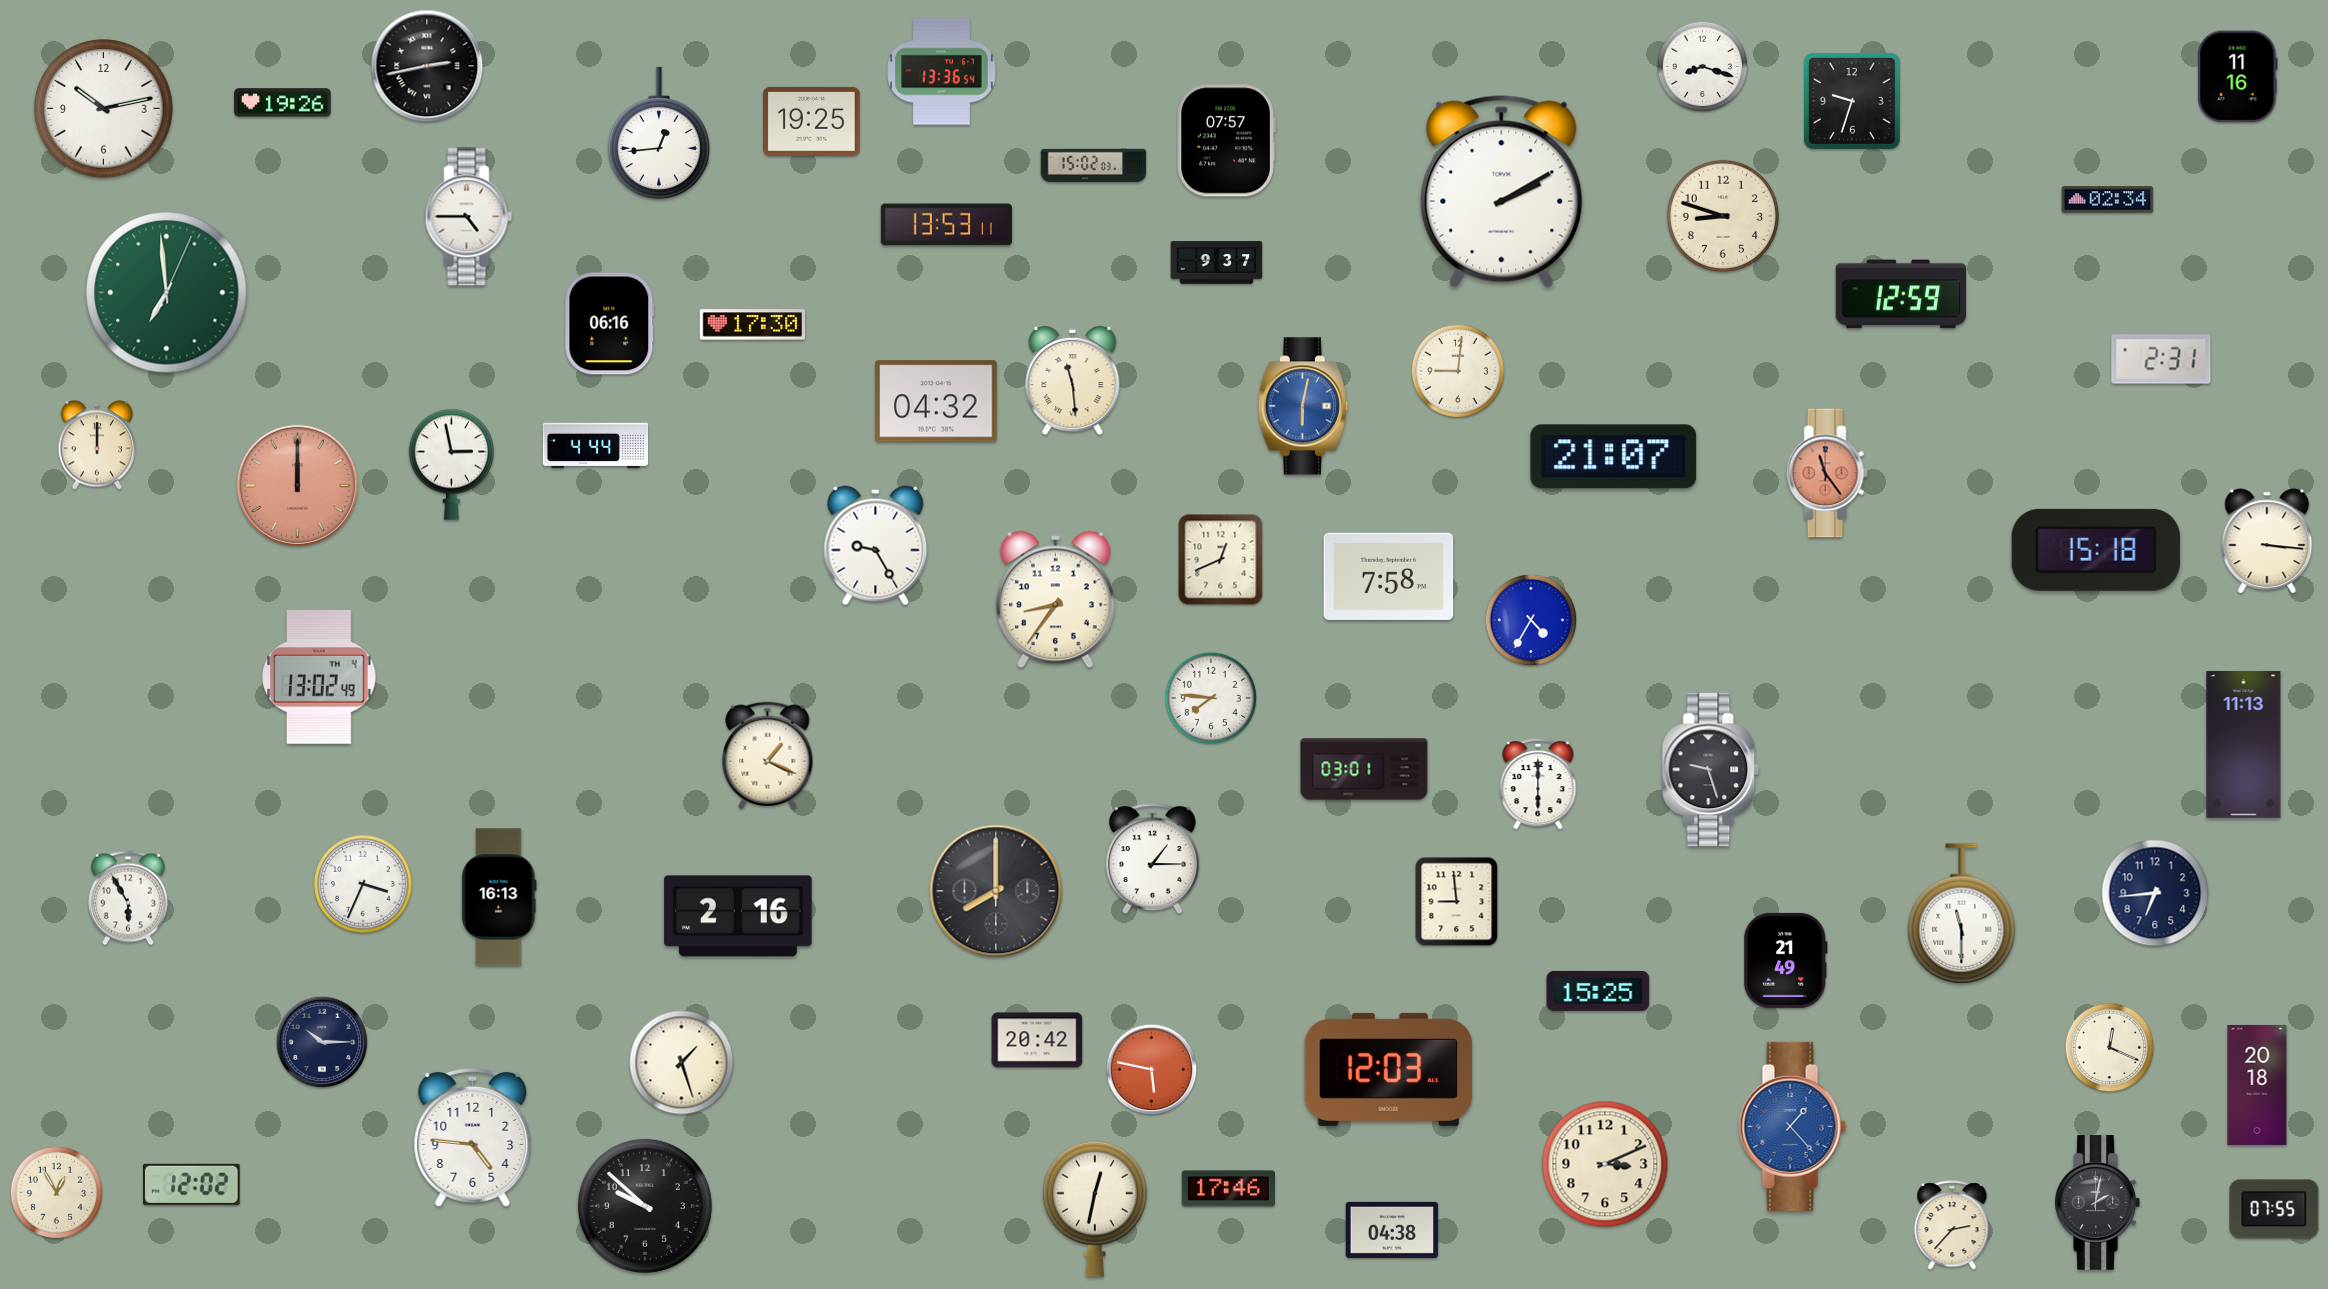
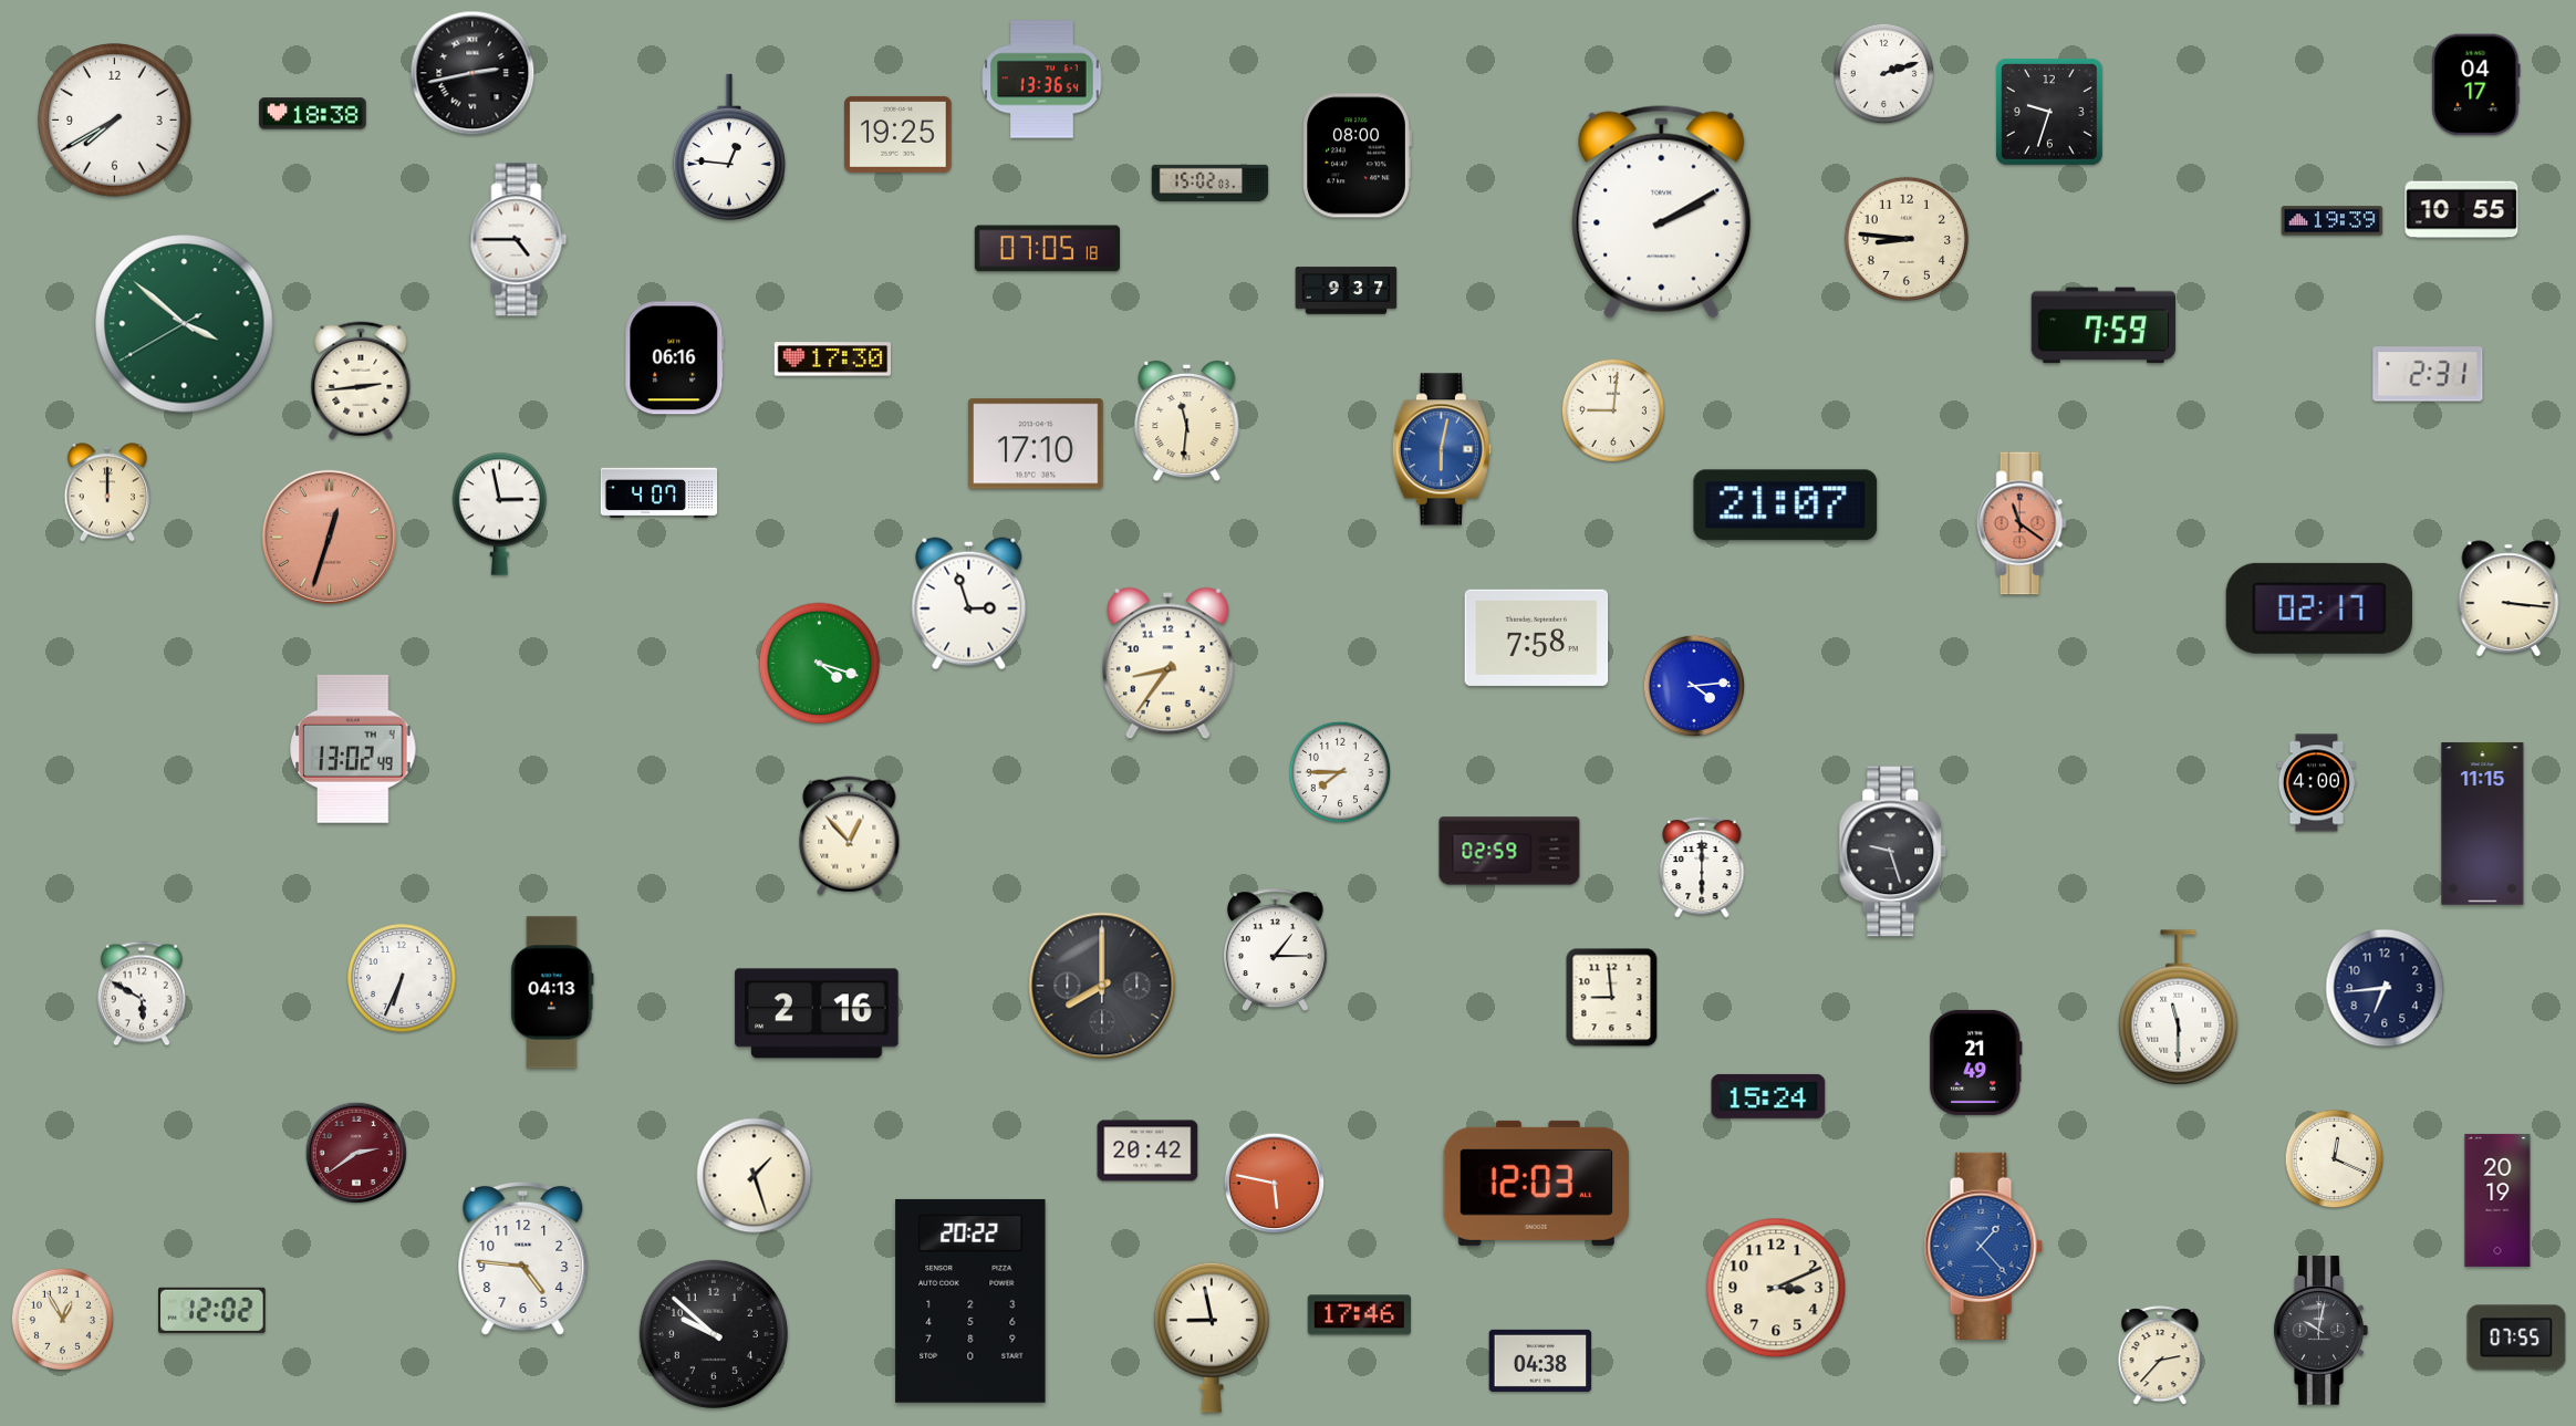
clock at (1703, 67): 8:18 -> 2:12
clock at (2238, 77): 11:16 -> 04:17
clock at (283, 103): 19:26 -> 18:38
clock at (104, 109): 10:13 -> 7:40
clock at (659, 133): 12:44 -> 12:46
clock at (1226, 141): 07:57 -> 08:00
clock at (2462, 210): none -> 10:55
clock at (2108, 200): 02:34 -> 19:39
clock at (1722, 215): 8:48 -> 8:46
clock at (946, 225): 13:53 -> 07:05
clock at (167, 293): 6:59 -> 3:51
clock at (1901, 294): 12:59 -> 7:59
clock at (361, 381): none -> 2:44
clock at (2161, 359) position: (2161, 359) -> (2428, 374)
clock at (1073, 381): 11:29 -> 11:31
clock at (936, 401): 04:32 -> 17:10
clock at (596, 446): 4:44 -> 4:07
clock at (1827, 473): 11:24 -> 11:21
clock at (297, 485): 12:00 -> 12:33
clock at (876, 546): 9:25 -> 2:57
clock at (2096, 550): 15:18 -> 02:17
clock at (1221, 560): 12:41 -> none
clock at (820, 664): none -> 4:18
clock at (1531, 620): 4:35 -> 4:14
clock at (1211, 698): 7:46 -> 7:45
clock at (2316, 783): none -> 4:00
clock at (2244, 745): 11:13 -> 11:15
clock at (768, 756): 1:19 -> 12:53
clock at (1364, 769): 03:01 -> 02:59
clock at (363, 884): 3:34 -> 6:34
clock at (499, 897): 16:13 -> 04:13
clock at (128, 898): 5:55 -> 5:50
clock at (1962, 914) position: (1962, 914) -> (2179, 1008)
clock at (1598, 991): 15:25 -> 15:24
clock at (322, 1042): 10:15 -> 2:39
clock at (322, 1042) dial: navy -> burgundy
clock at (2257, 1085): 20:18 -> 20:19
clock at (970, 1301): none -> 20:22
clock at (2097, 1203): 2:02 -> 10:02
clock at (1095, 1209): 12:32 -> 8:58
